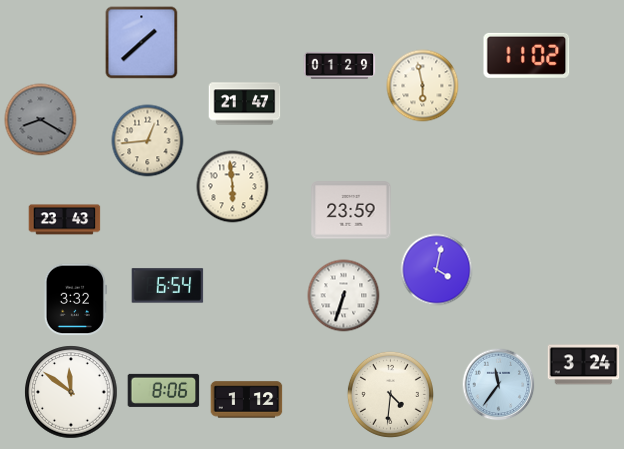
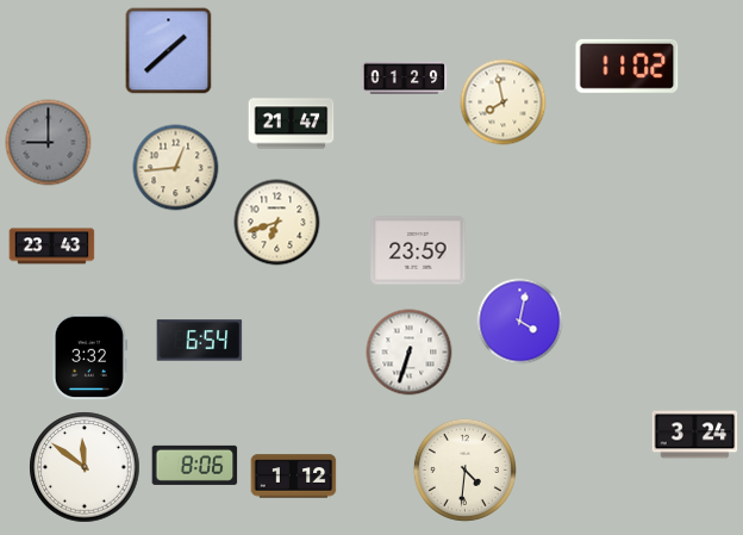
clock at (423, 86): 5:58 -> 7:58
clock at (41, 120): 8:20 -> 9:00
clock at (233, 187): 5:59 -> 6:42
clock at (65, 220) position: (65, 220) -> (52, 247)
clock at (499, 385): 11:36 -> none
